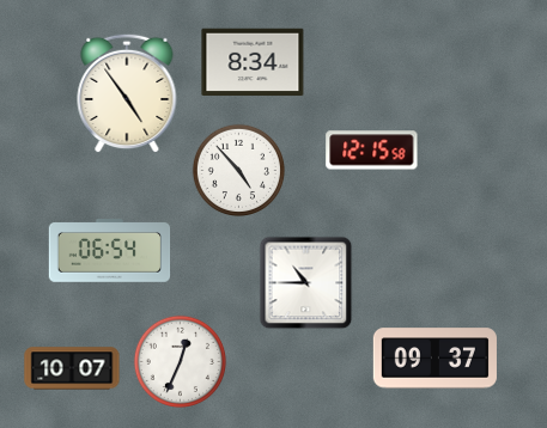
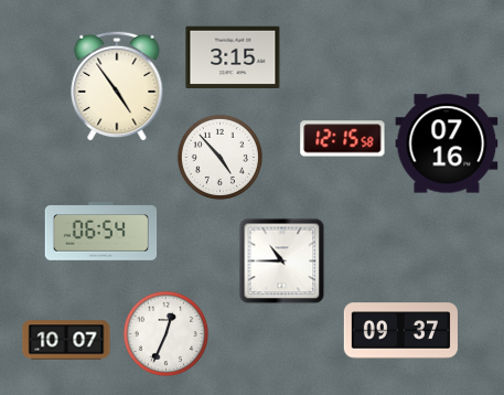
clock at (253, 62): 8:34 -> 3:15
clock at (447, 143): none -> 07:16
